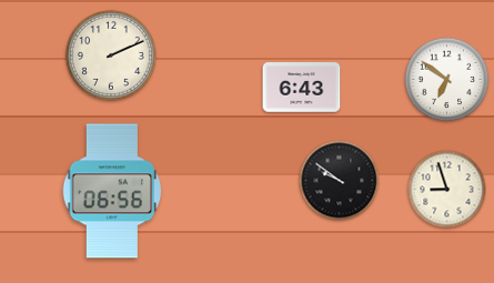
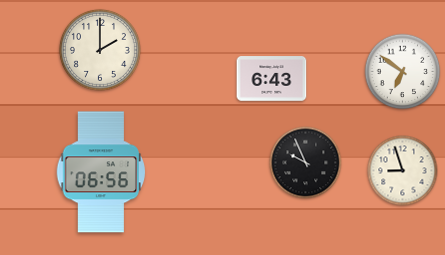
clock at (111, 55): 2:11 -> 2:00
clock at (340, 181): 9:51 -> 9:56
